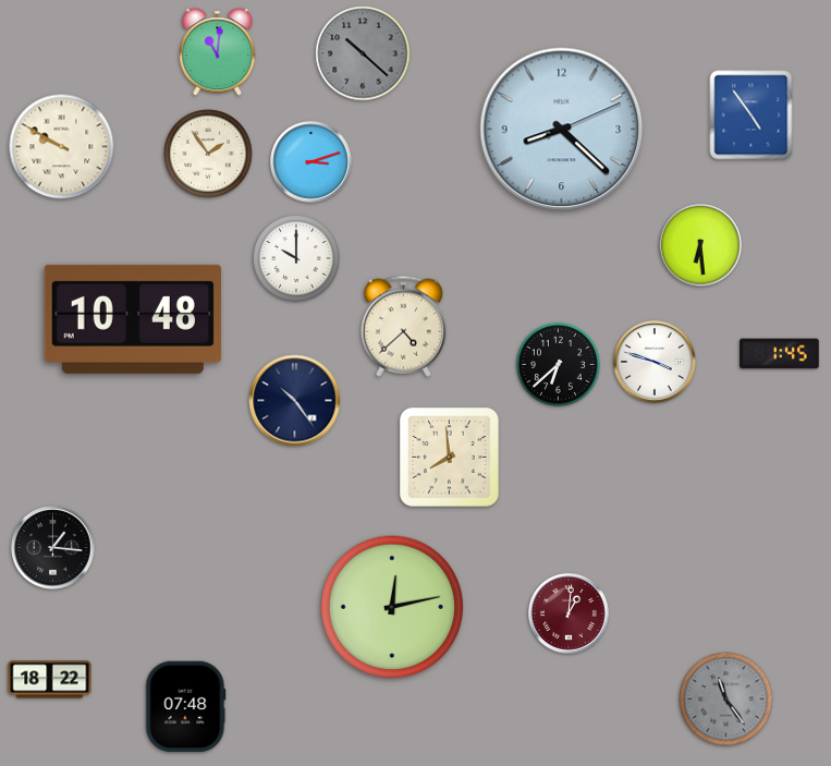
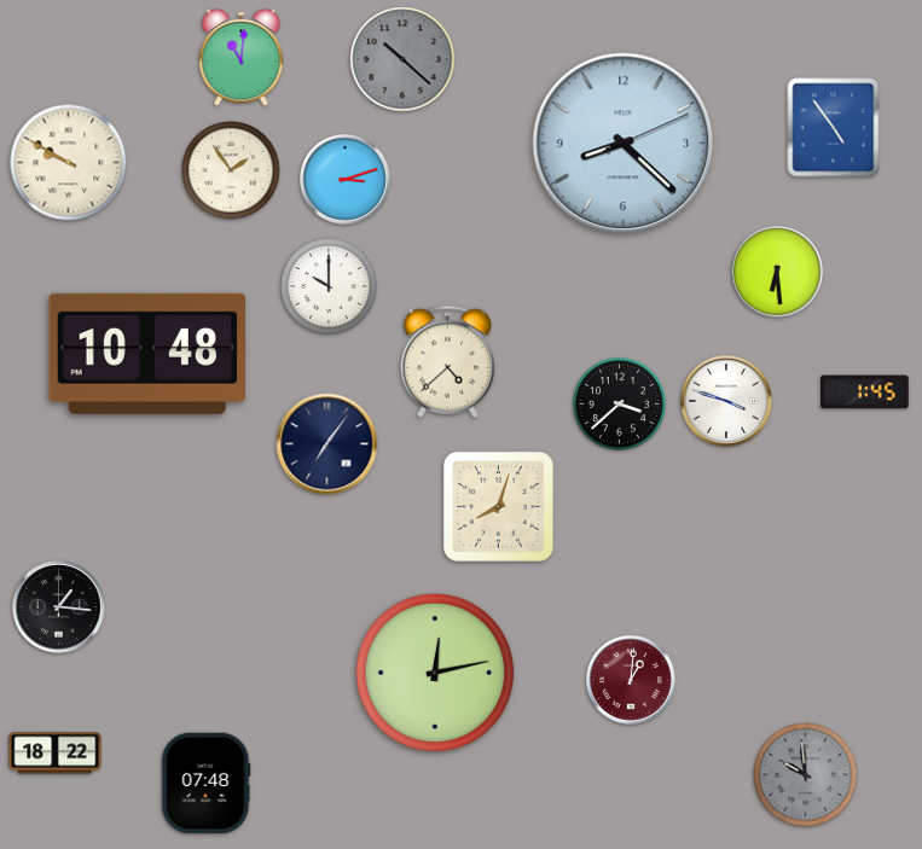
clock at (558, 364): 6:38 -> 3:38
clock at (295, 401): 10:24 -> 7:06
clock at (450, 458): 7:59 -> 8:03
clock at (726, 700): 11:24 -> 9:59
